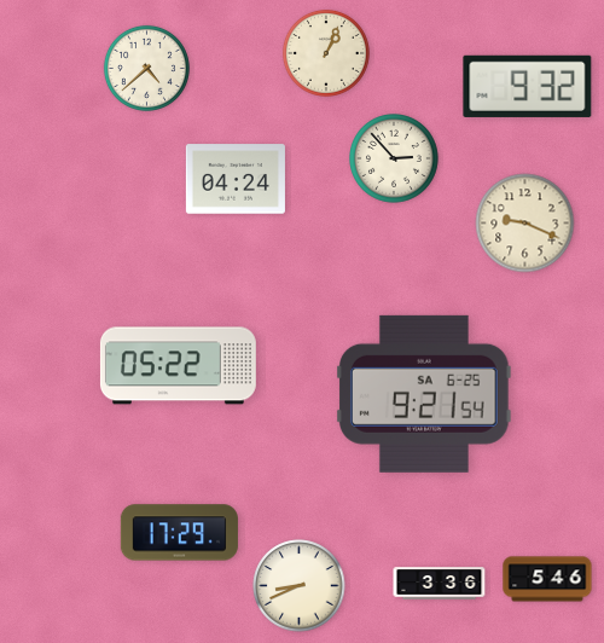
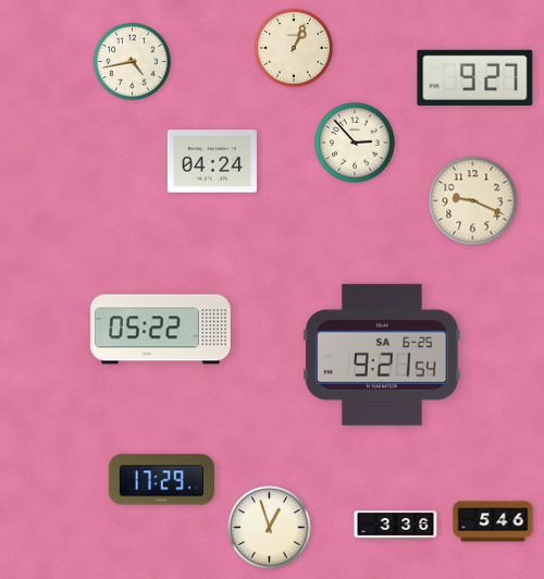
clock at (146, 68): 4:38 -> 4:43
clock at (528, 86): 9:32 -> 9:27
clock at (300, 586): 8:41 -> 12:57
